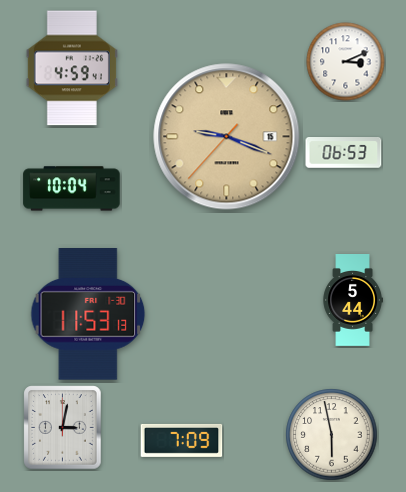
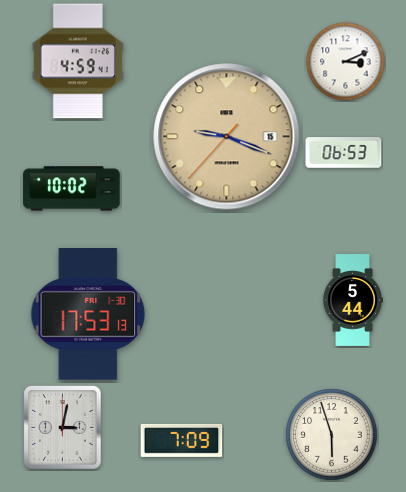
clock at (72, 68) position: (72, 68) -> (78, 61)
clock at (72, 189): 10:04 -> 10:02
clock at (88, 315): 11:53 -> 17:53
clock at (332, 435): 5:58 -> 5:57
